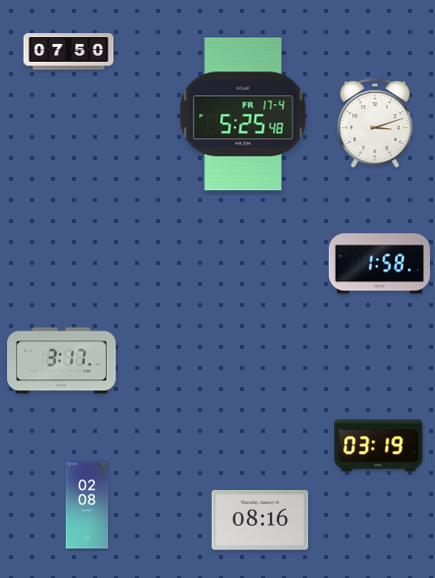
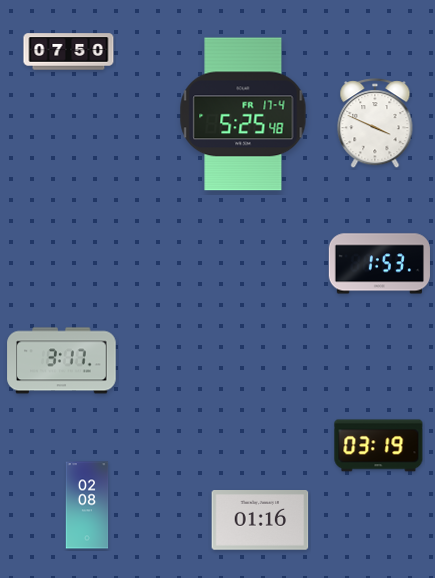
clock at (375, 124): 3:12 -> 3:49
clock at (379, 264): 1:58 -> 1:53
clock at (260, 521): 08:16 -> 01:16
